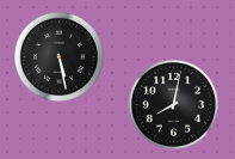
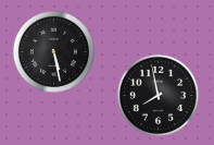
clock at (173, 104): 8:02 -> 7:58
